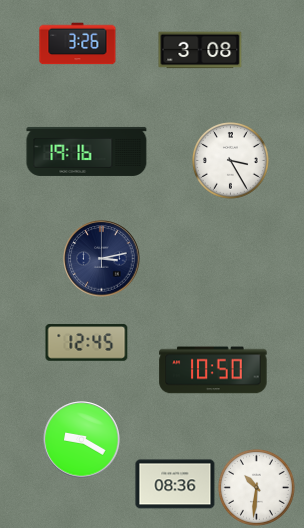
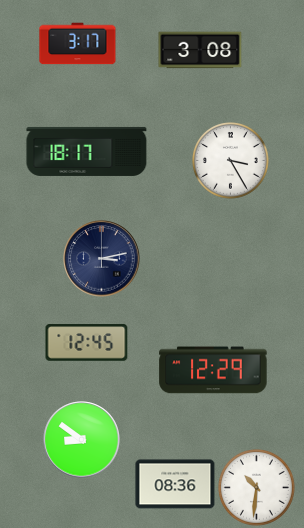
clock at (78, 44): 3:26 -> 3:17
clock at (87, 151): 19:16 -> 18:17
clock at (213, 370): 10:50 -> 12:29
clock at (82, 440): 9:20 -> 8:51
